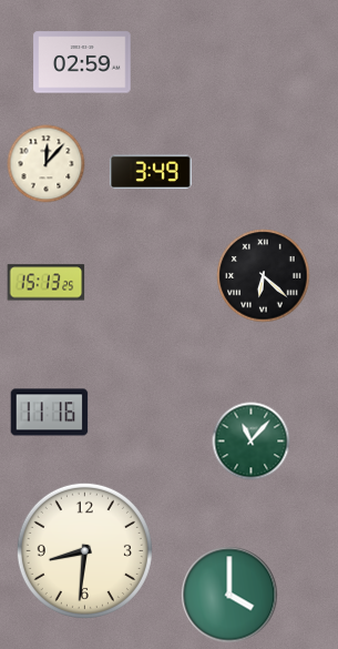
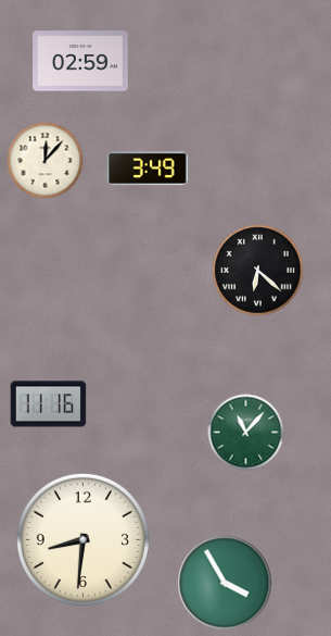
clock at (47, 283): 15:13 -> none
clock at (229, 595): 4:00 -> 3:55
